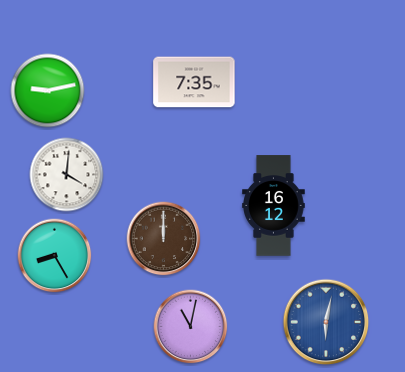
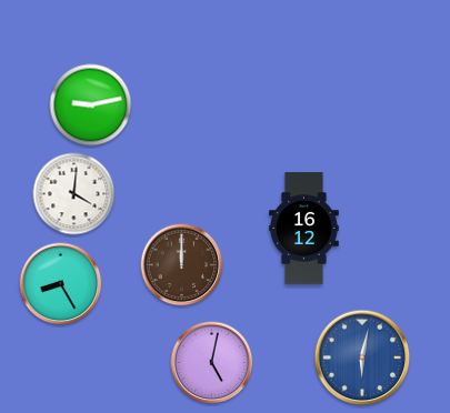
clock at (194, 82): 7:35 -> none
clock at (48, 91) position: (48, 91) -> (91, 105)
clock at (191, 327): 11:02 -> 5:02
